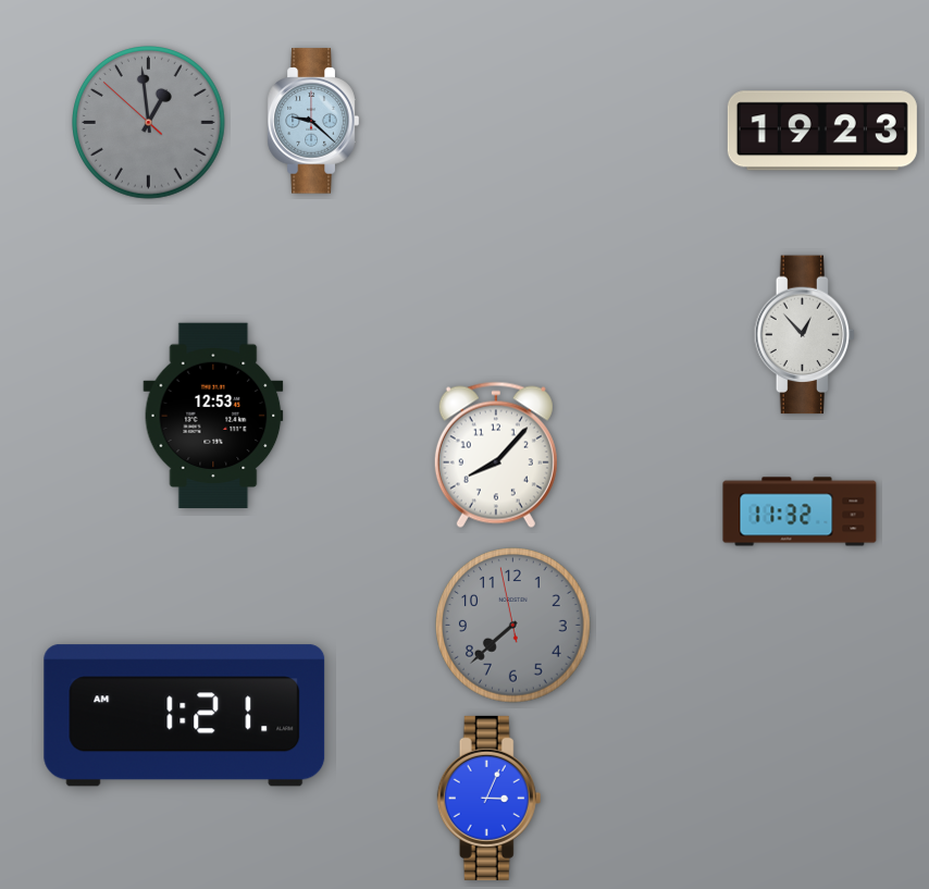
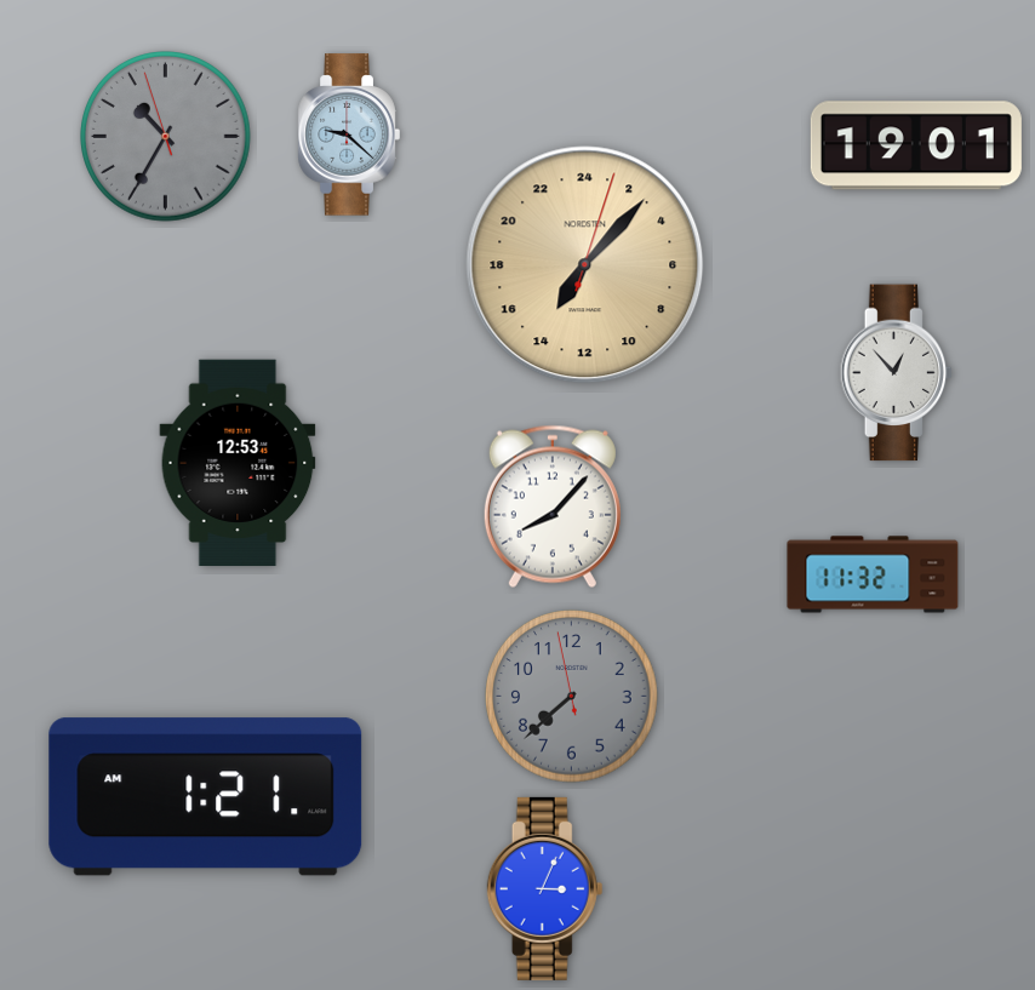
clock at (149, 123): 12:58 -> 10:34
clock at (822, 131): 19:23 -> 19:01
clock at (585, 265): none -> 14:07
clock at (800, 511) position: (800, 511) -> (873, 574)
